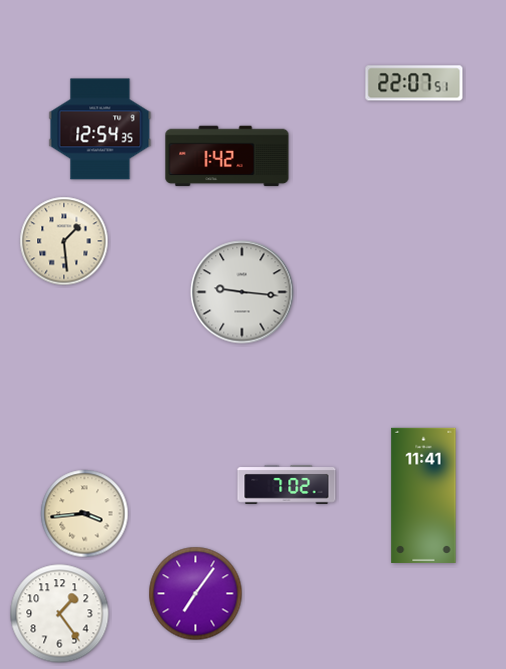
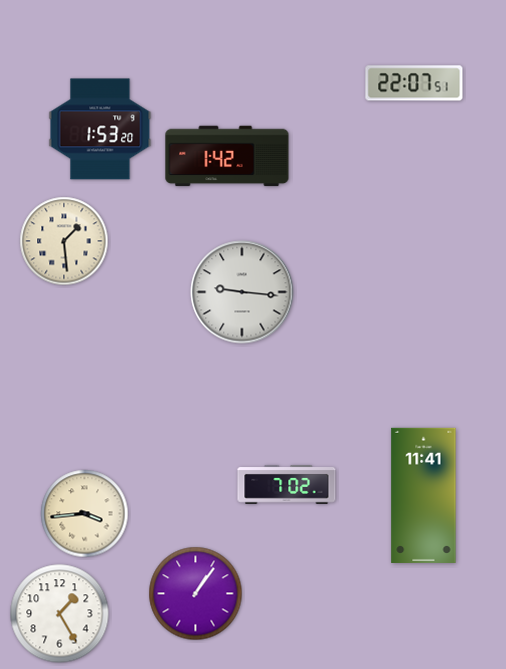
clock at (100, 129): 12:54 -> 1:53
clock at (196, 594): 7:06 -> 1:06
clock at (60, 614): 1:24 -> 1:25
